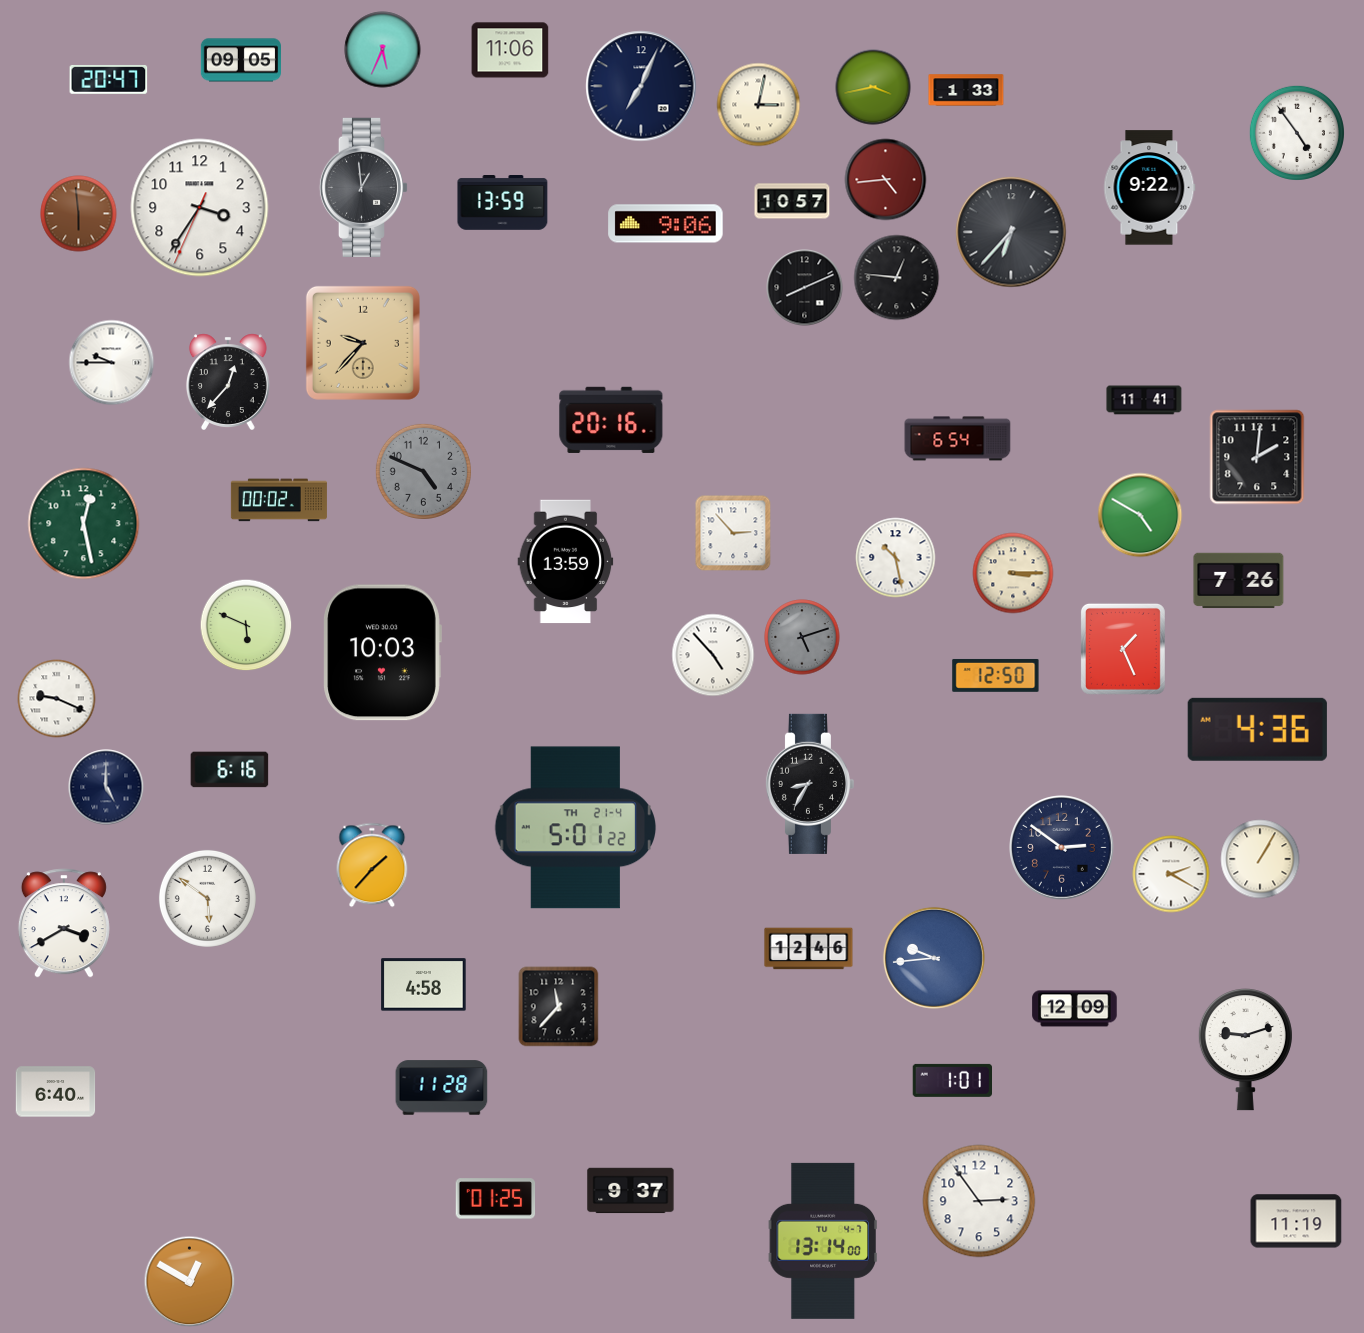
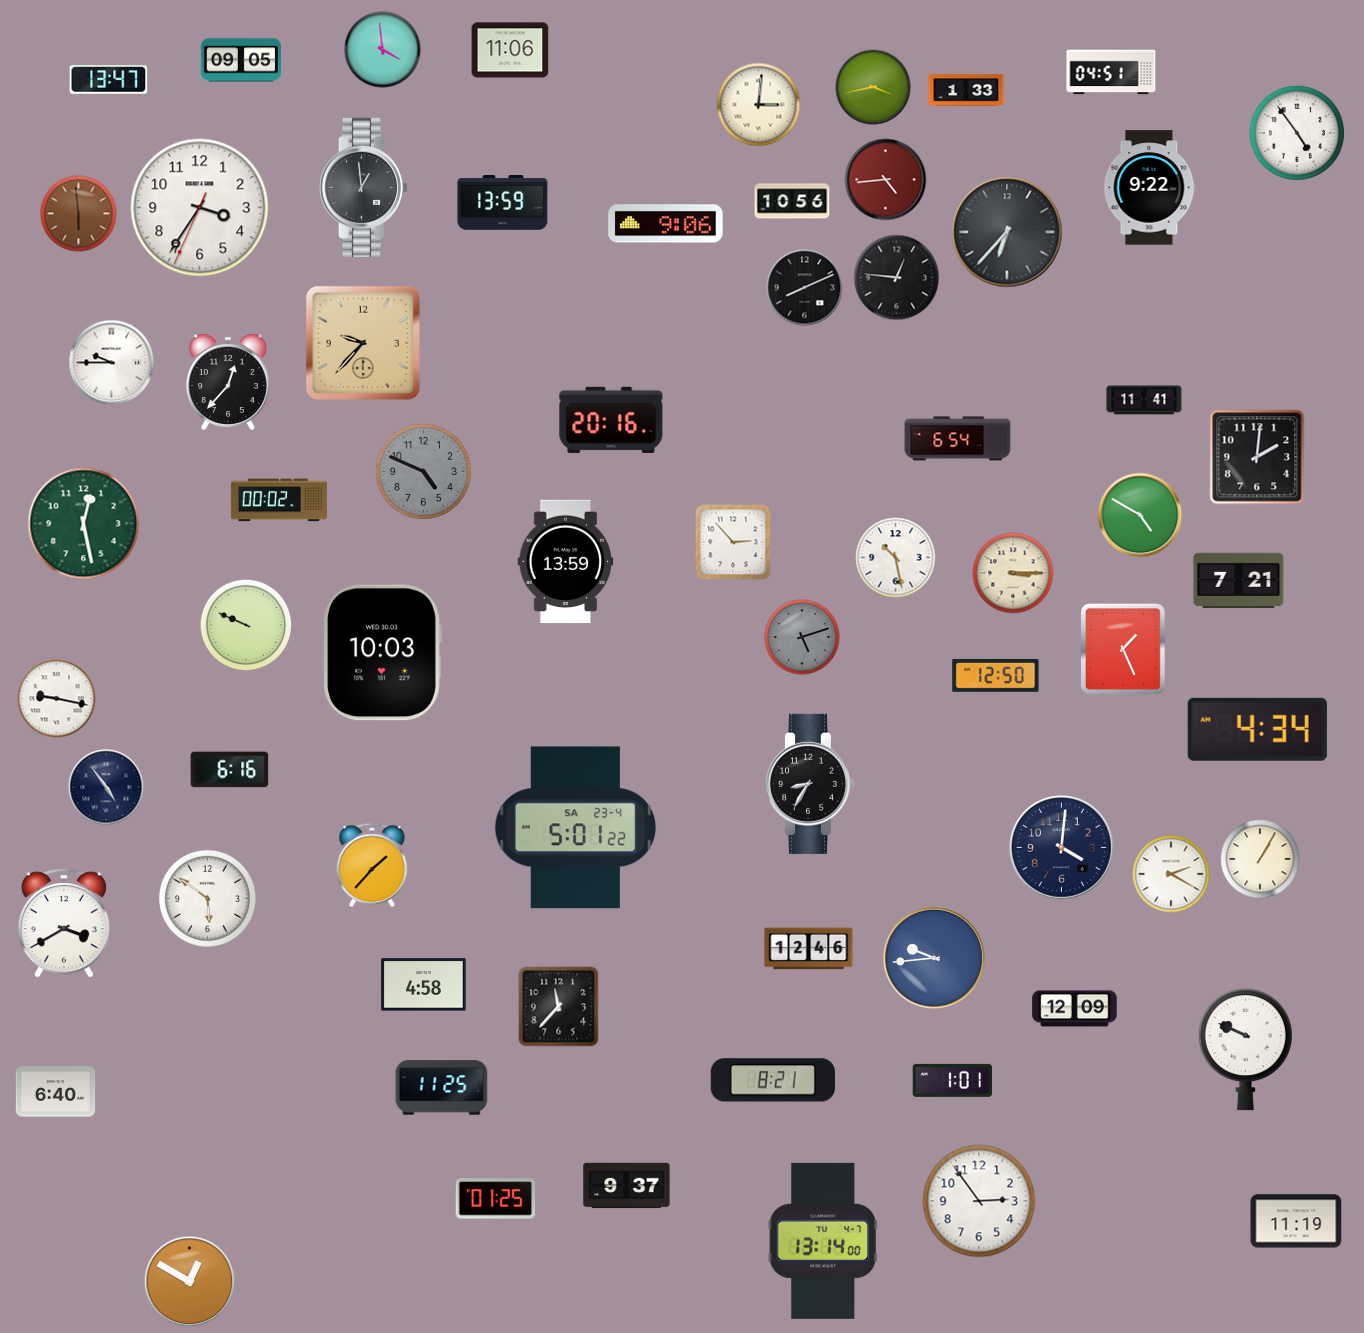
clock at (383, 50): 5:34 -> 3:59
clock at (1111, 72): none -> 04:51
clock at (109, 79): 20:47 -> 13:47
clock at (641, 86): 7:04 -> none
clock at (759, 105): 3:02 -> 3:01
clock at (792, 201): 10:57 -> 10:56
clock at (1011, 232) position: (1011, 232) -> (1007, 232)
clock at (733, 533) position: (733, 533) -> (733, 542)
clock at (1239, 581): 7:26 -> 7:21
clock at (246, 625): 5:49 -> 9:49
clock at (713, 655): 4:53 -> none
clock at (57, 699): 9:19 -> 9:17
clock at (1257, 729): 4:36 -> 4:34
clock at (106, 787): 5:00 -> 4:54
clock at (576, 828) date: TH 21-4 -> SA 23-4
clock at (1062, 848): 2:51 -> 4:01
clock at (1245, 1050): 9:12 -> 9:49
clock at (773, 1080): none -> 8:21
clock at (442, 1088): 11:28 -> 11:25
clock at (631, 1191) position: (631, 1191) -> (627, 1186)
